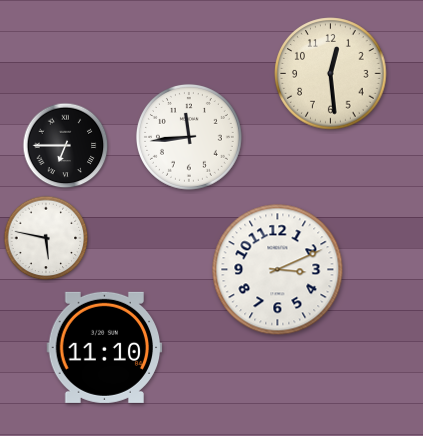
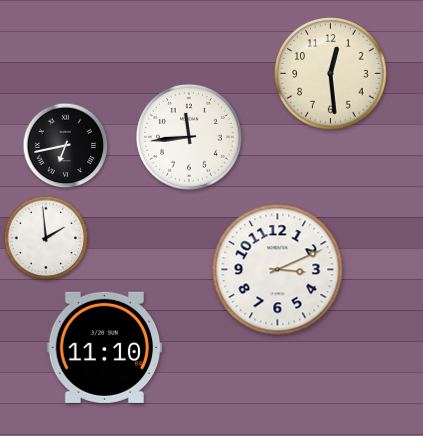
clock at (66, 146): 6:45 -> 6:43
clock at (46, 238): 5:47 -> 1:59
